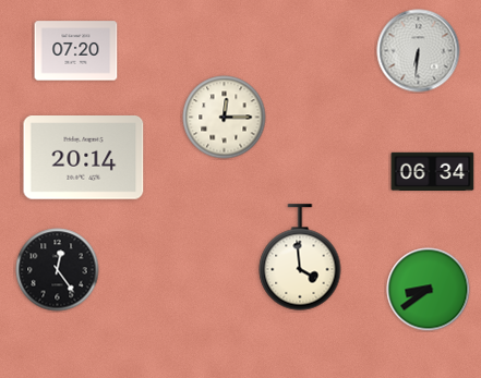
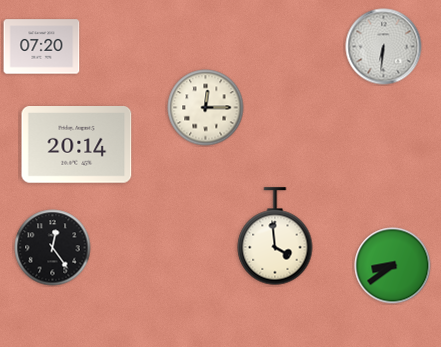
clock at (76, 51) position: (76, 51) -> (42, 47)
clock at (433, 171): 06:34 -> none
